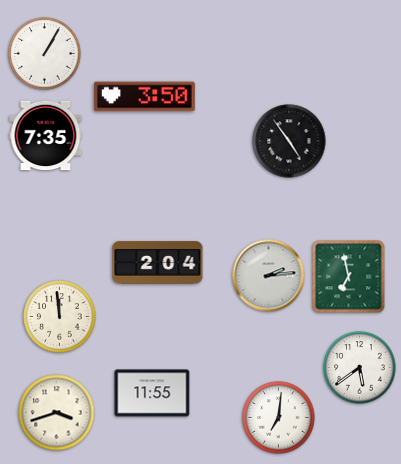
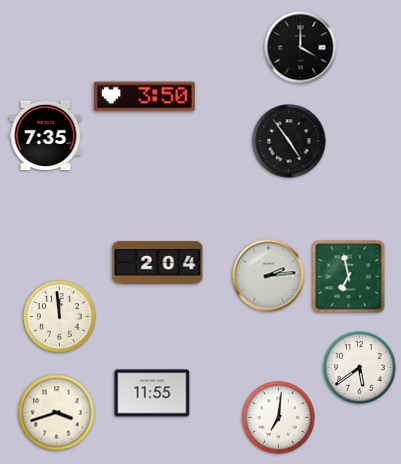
clock at (301, 48): none -> 4:00
clock at (45, 54): 1:05 -> none
